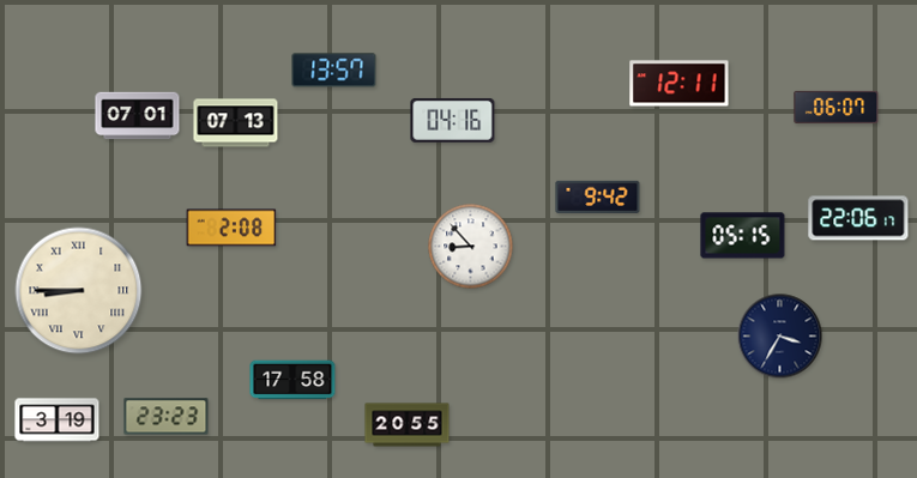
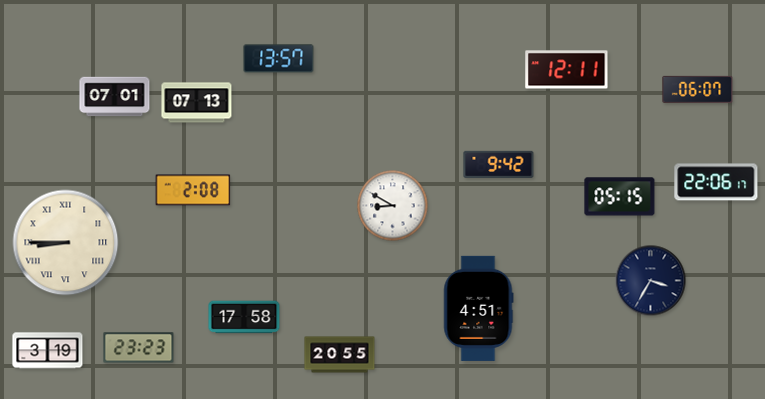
clock at (453, 120): 04:16 -> none
clock at (471, 247): 8:53 -> 8:50
clock at (479, 308): none -> 4:51
